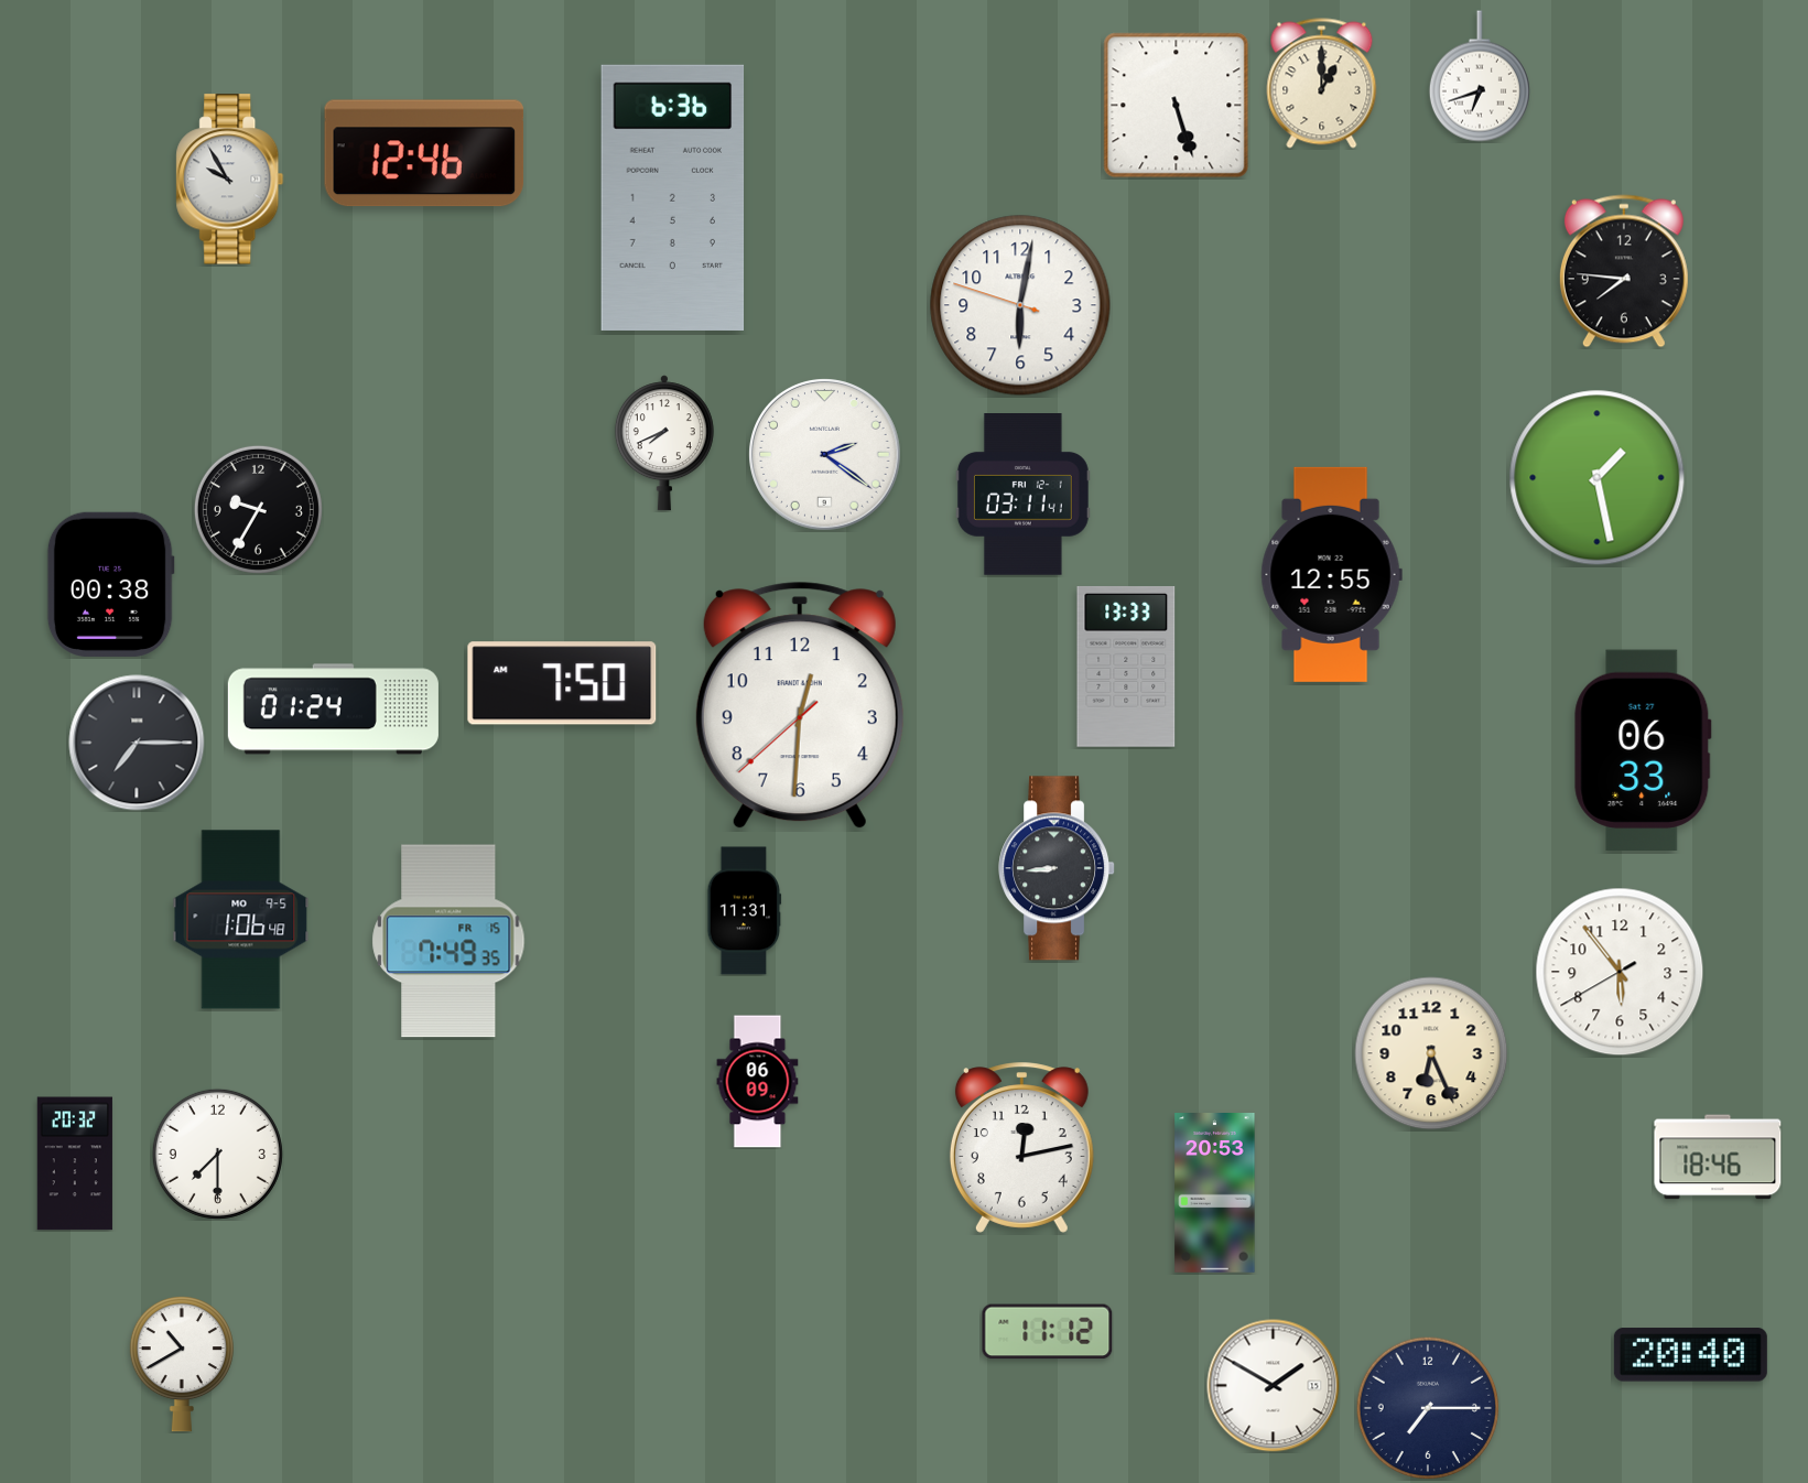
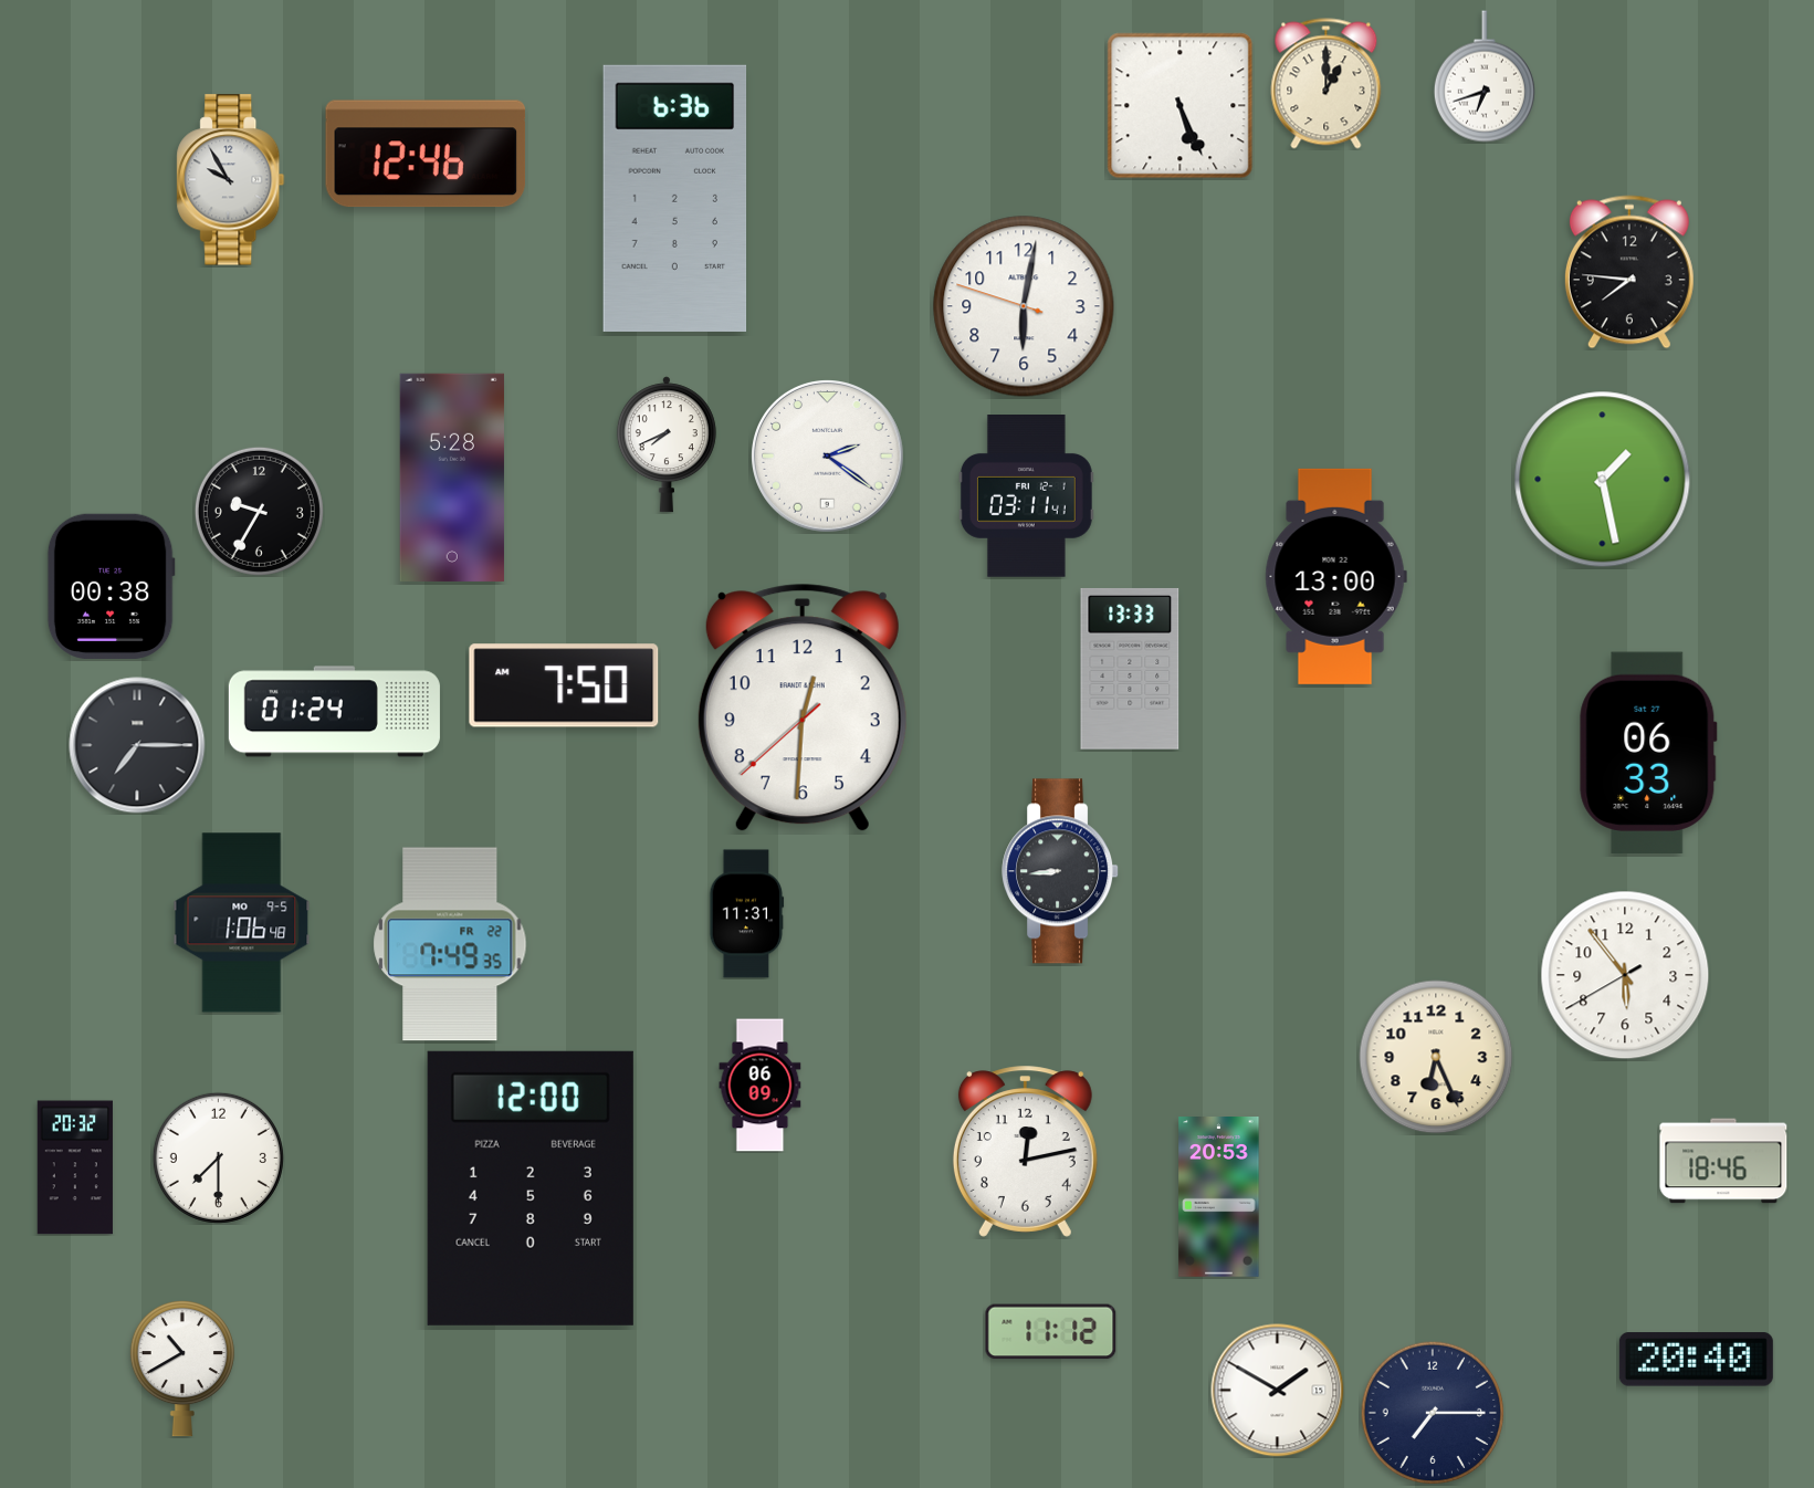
clock at (1177, 106): 5:27 -> 5:26
clock at (452, 478): none -> 5:28
clock at (1331, 574): 12:55 -> 13:00
clock at (448, 941) date: FR 15 -> FR 22
clock at (531, 1188): none -> 12:00
clock at (1048, 1332) position: (1048, 1332) -> (1051, 1332)
